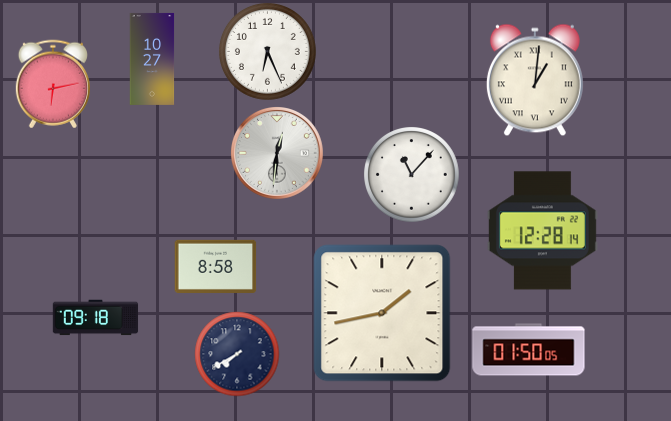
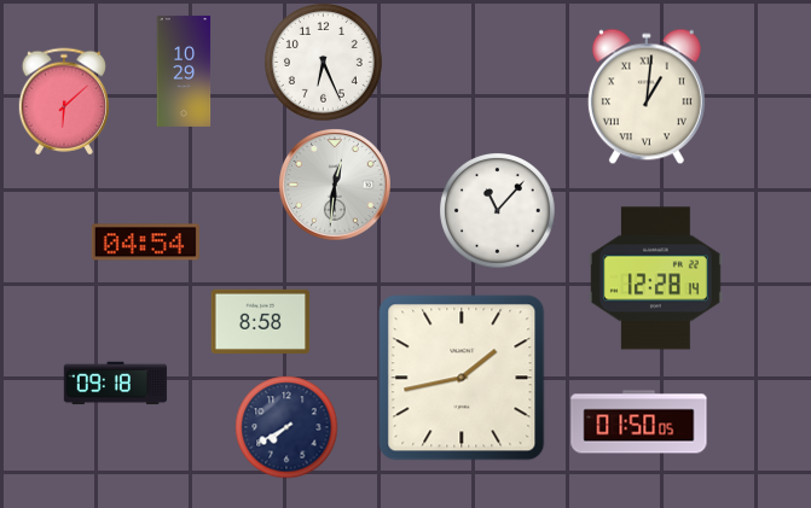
clock at (152, 59): 10:27 -> 10:29
clock at (53, 84): 6:13 -> 6:08
clock at (145, 243): none -> 04:54
